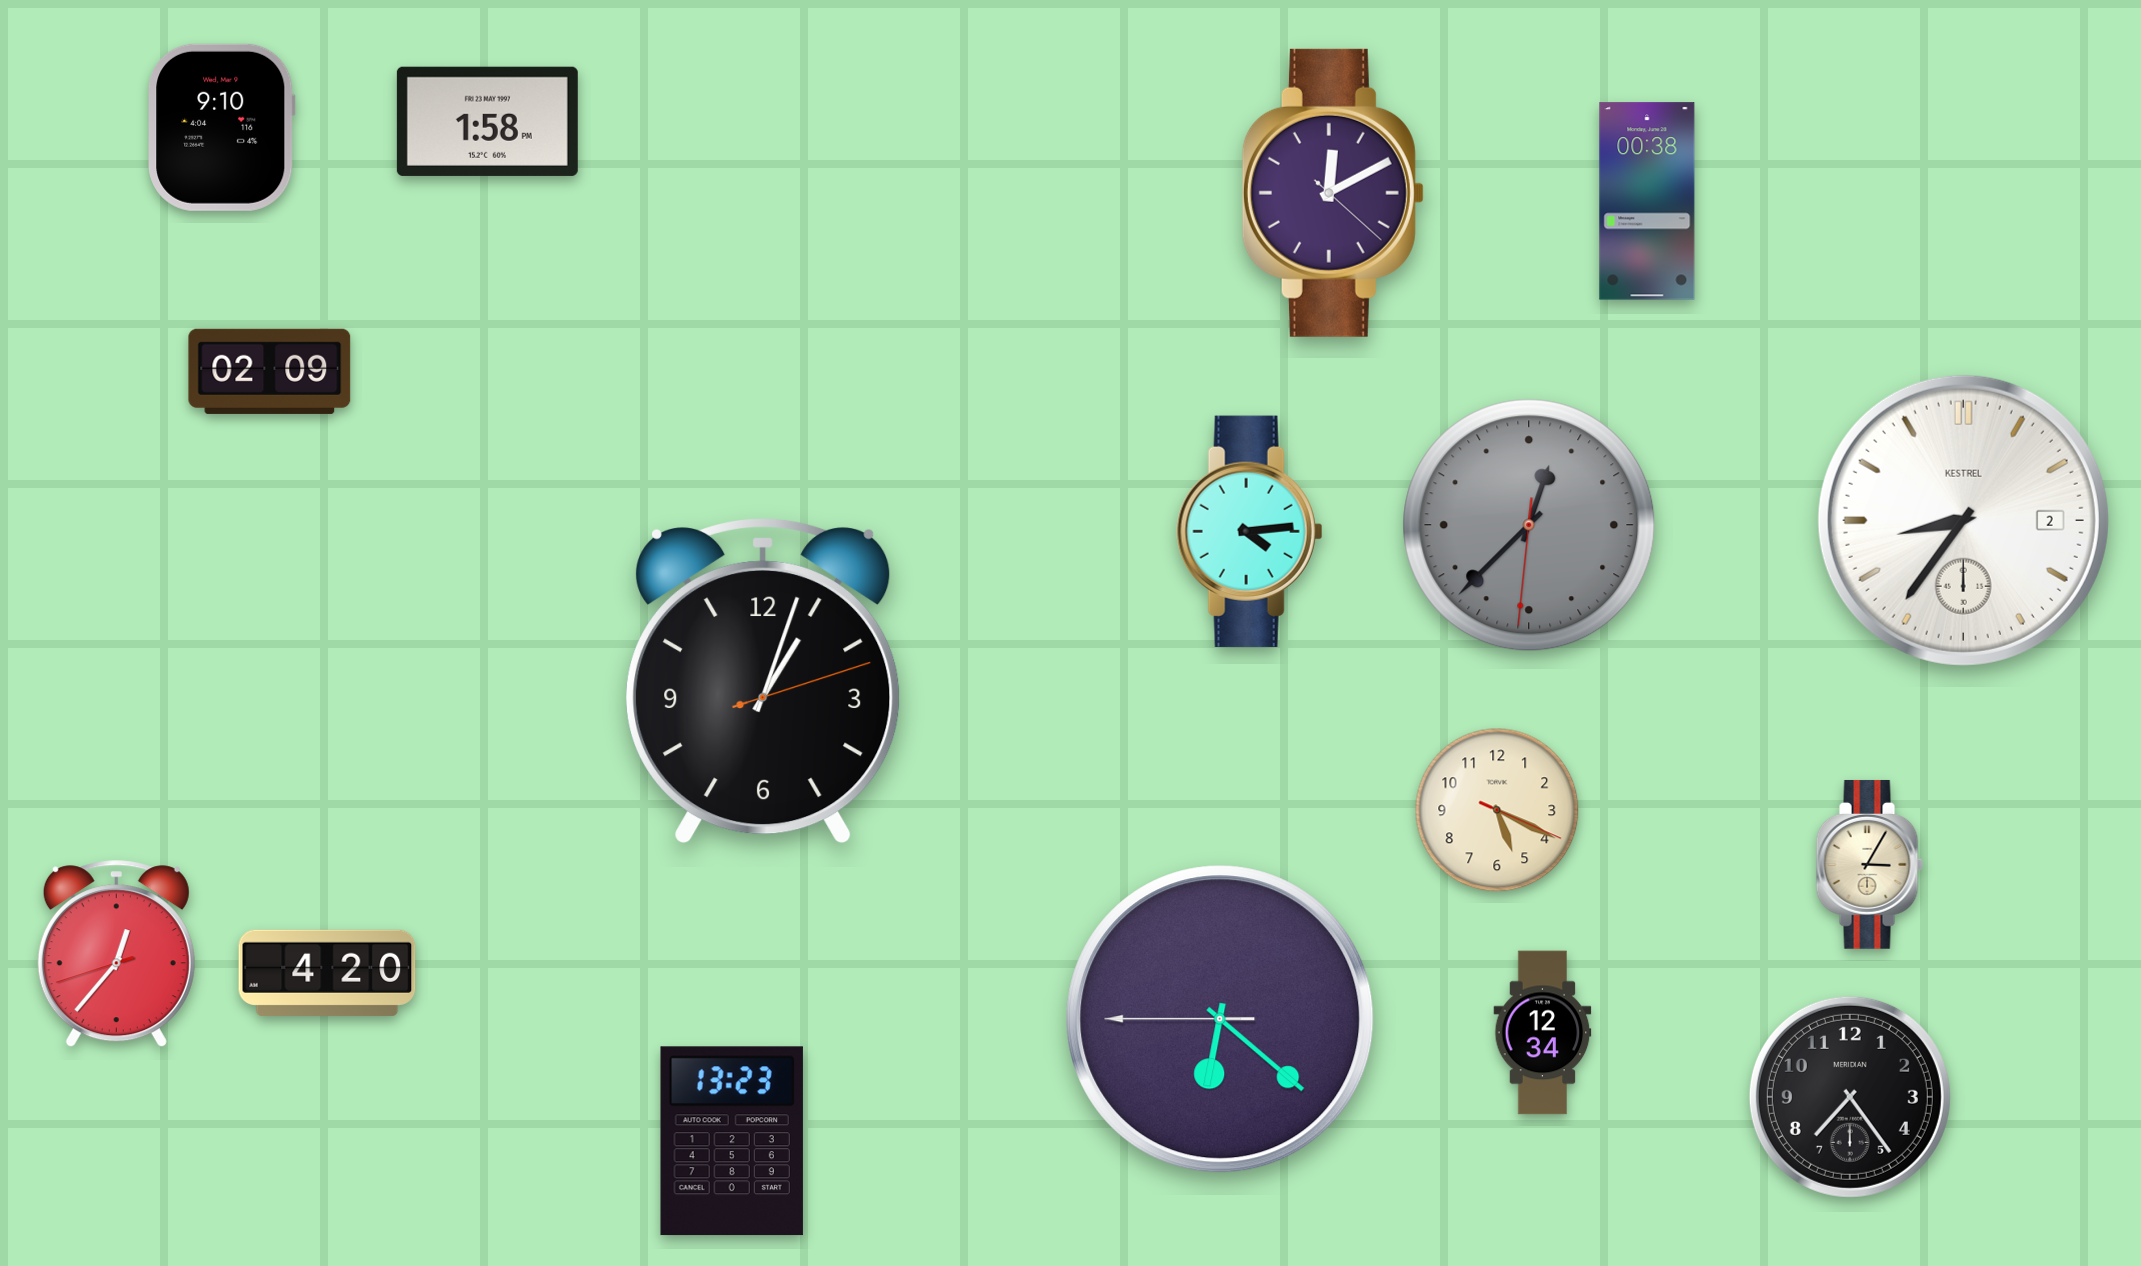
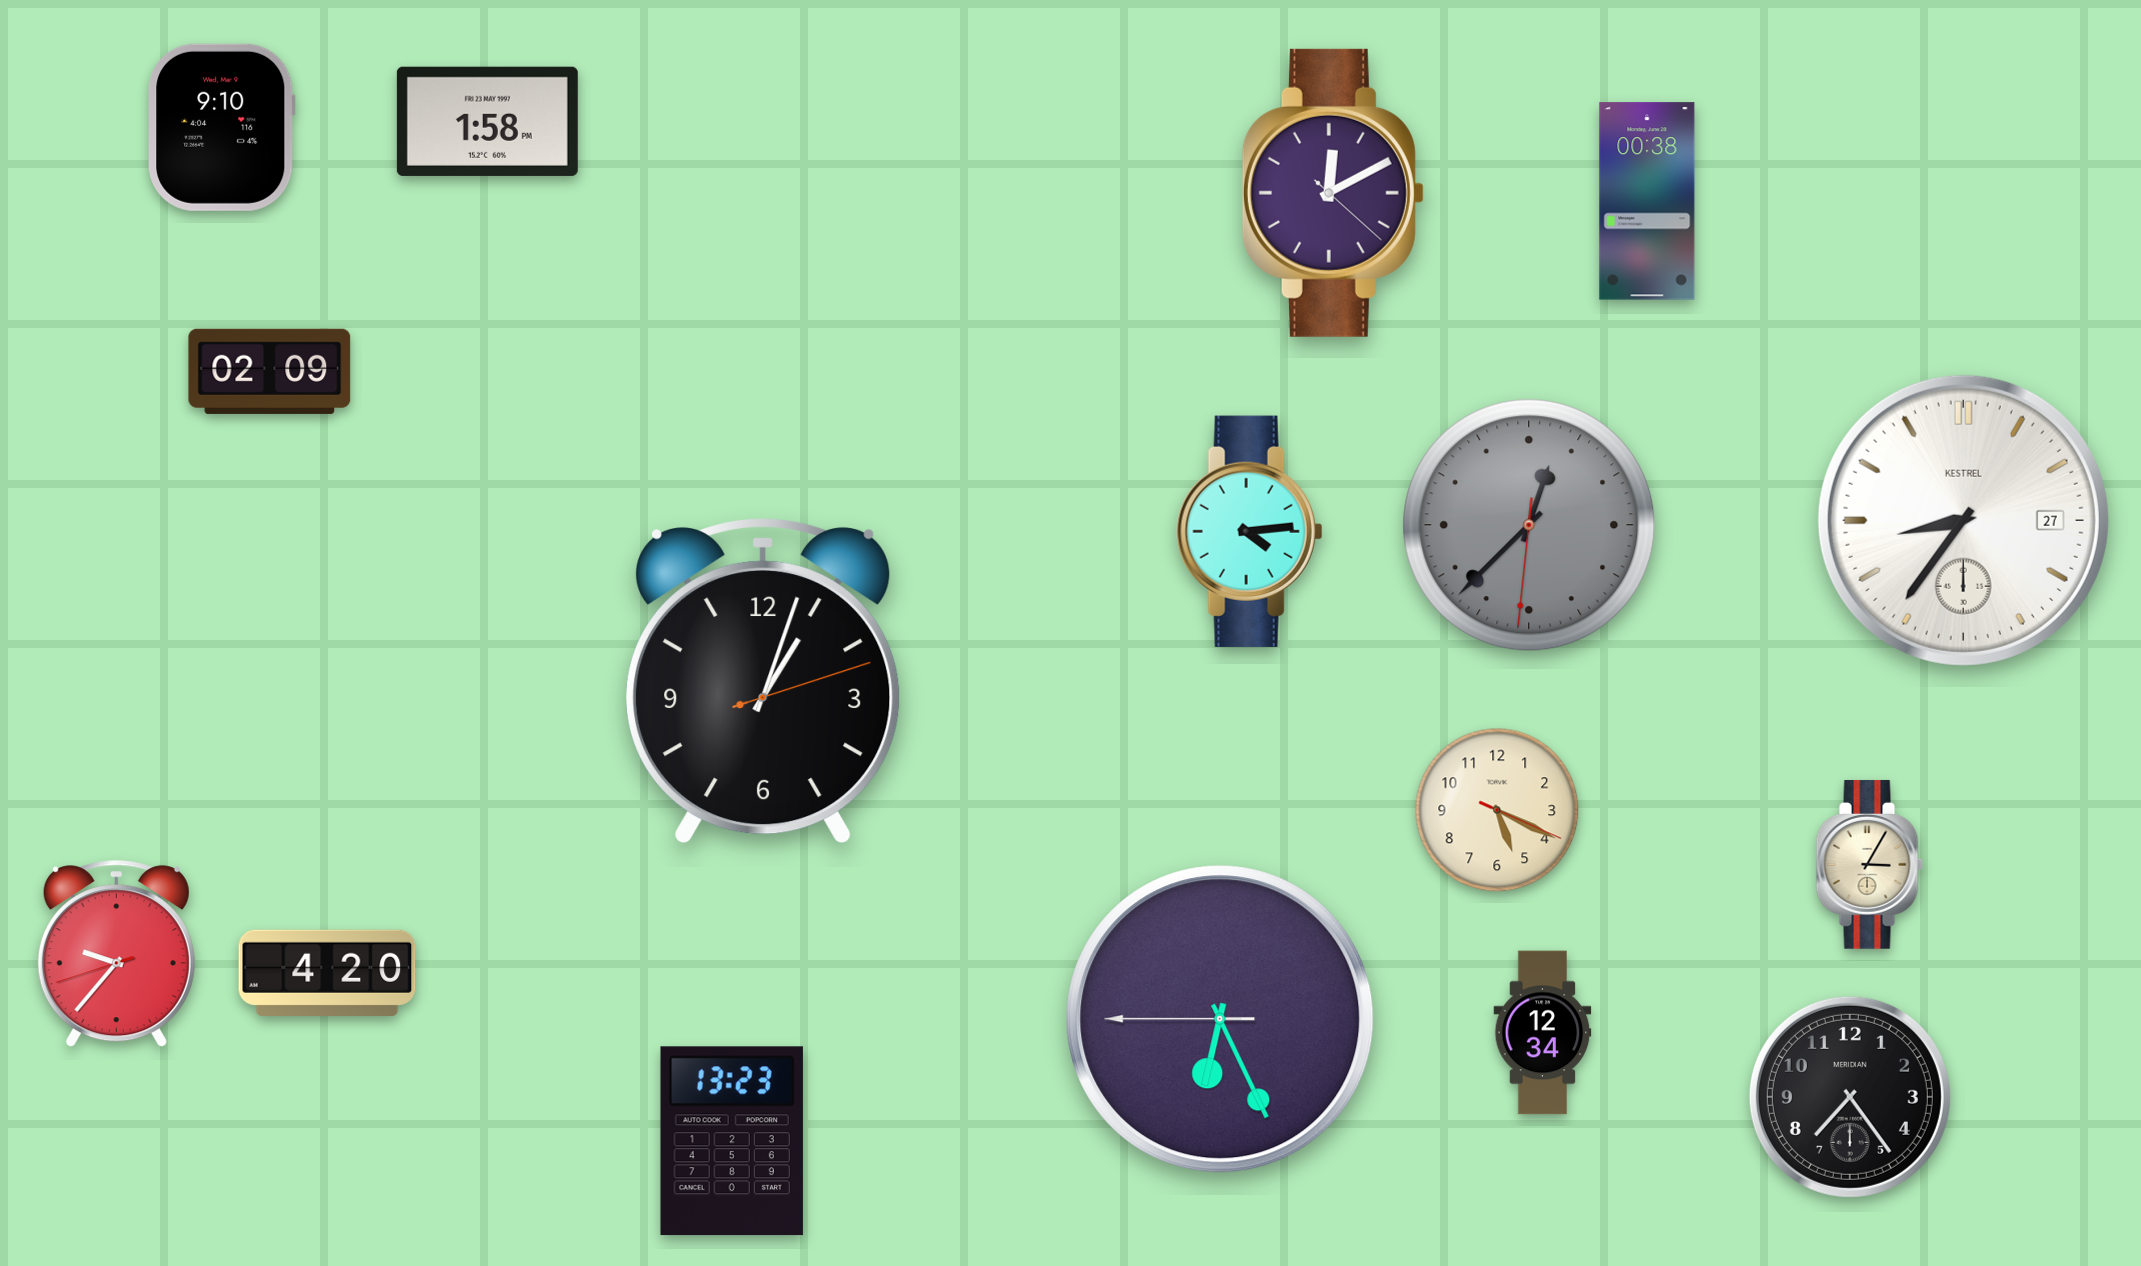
clock at (1963, 520) date: 2 -> 27
clock at (116, 954): 12:36 -> 9:36
clock at (1220, 1019): 6:21 -> 6:25
